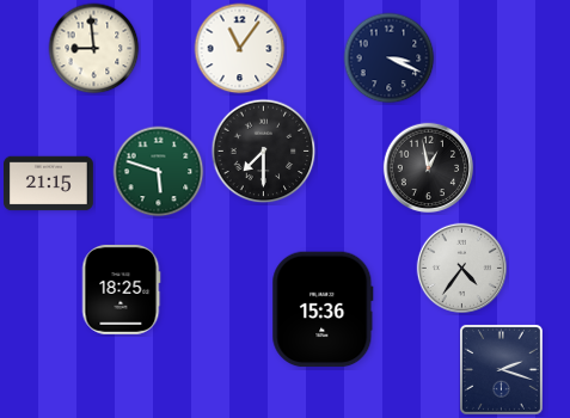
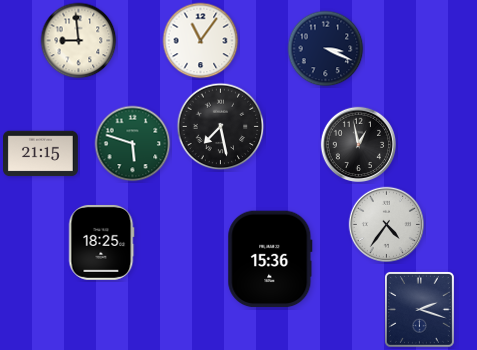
clock at (264, 152): 7:30 -> 7:28
clock at (429, 168) position: (429, 168) -> (359, 145)
